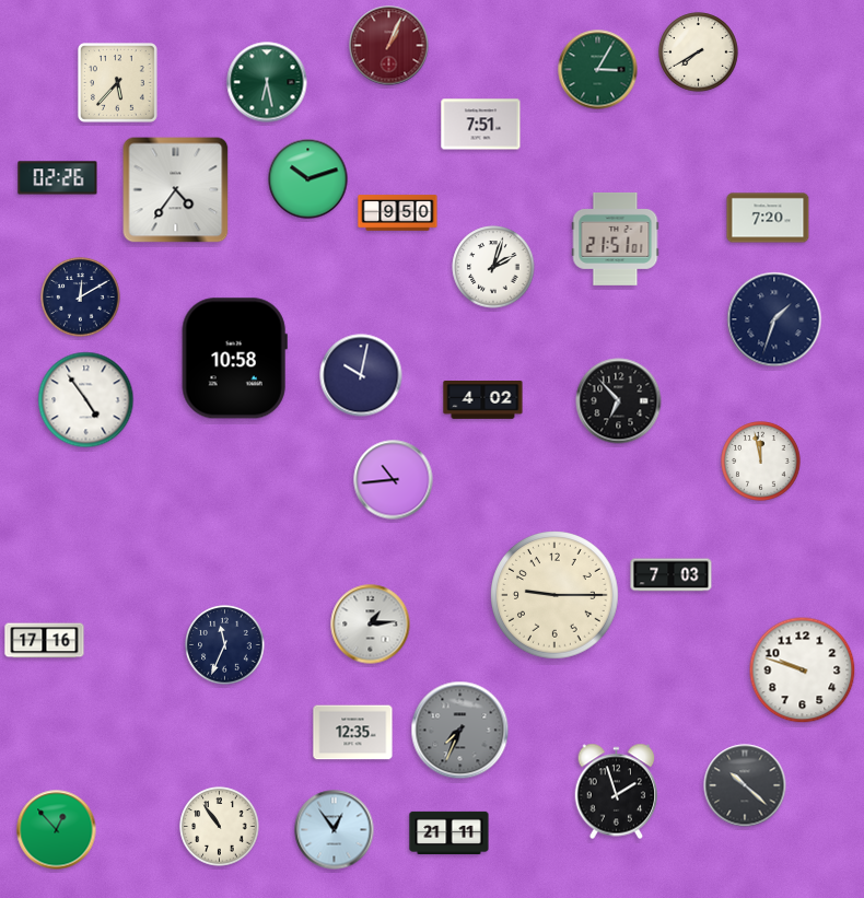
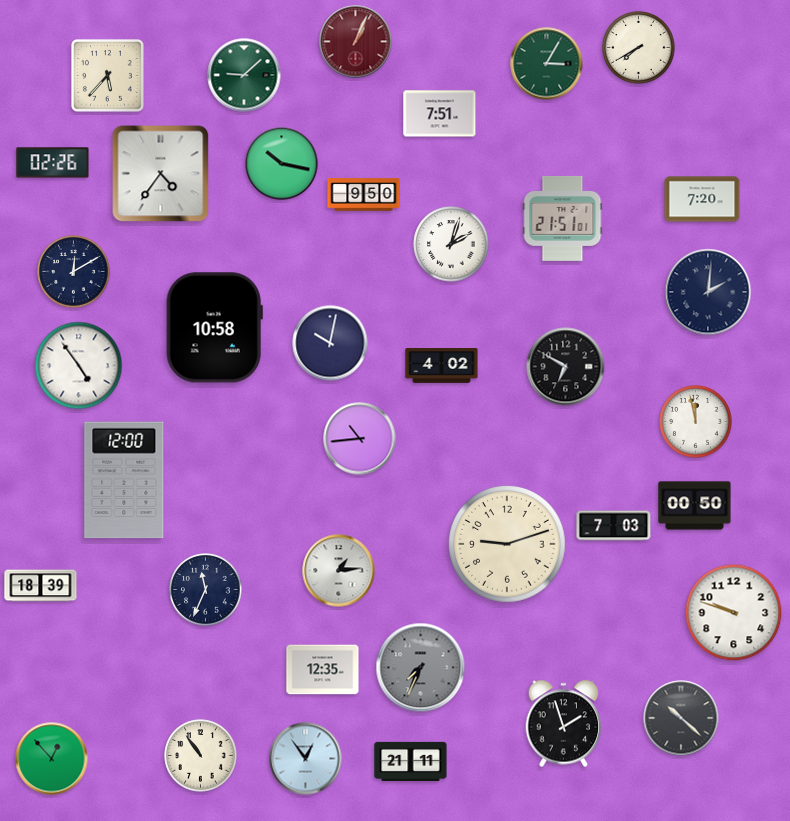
clock at (267, 82): 6:28 -> 9:08
clock at (308, 179): 10:12 -> 10:17
clock at (774, 319): 1:33 -> 2:01
clock at (619, 401): 6:53 -> 6:50
clock at (124, 480): none -> 12:00
clock at (695, 506): none -> 00:50
clock at (554, 595): 9:15 -> 9:12
clock at (45, 641): 17:16 -> 18:39
